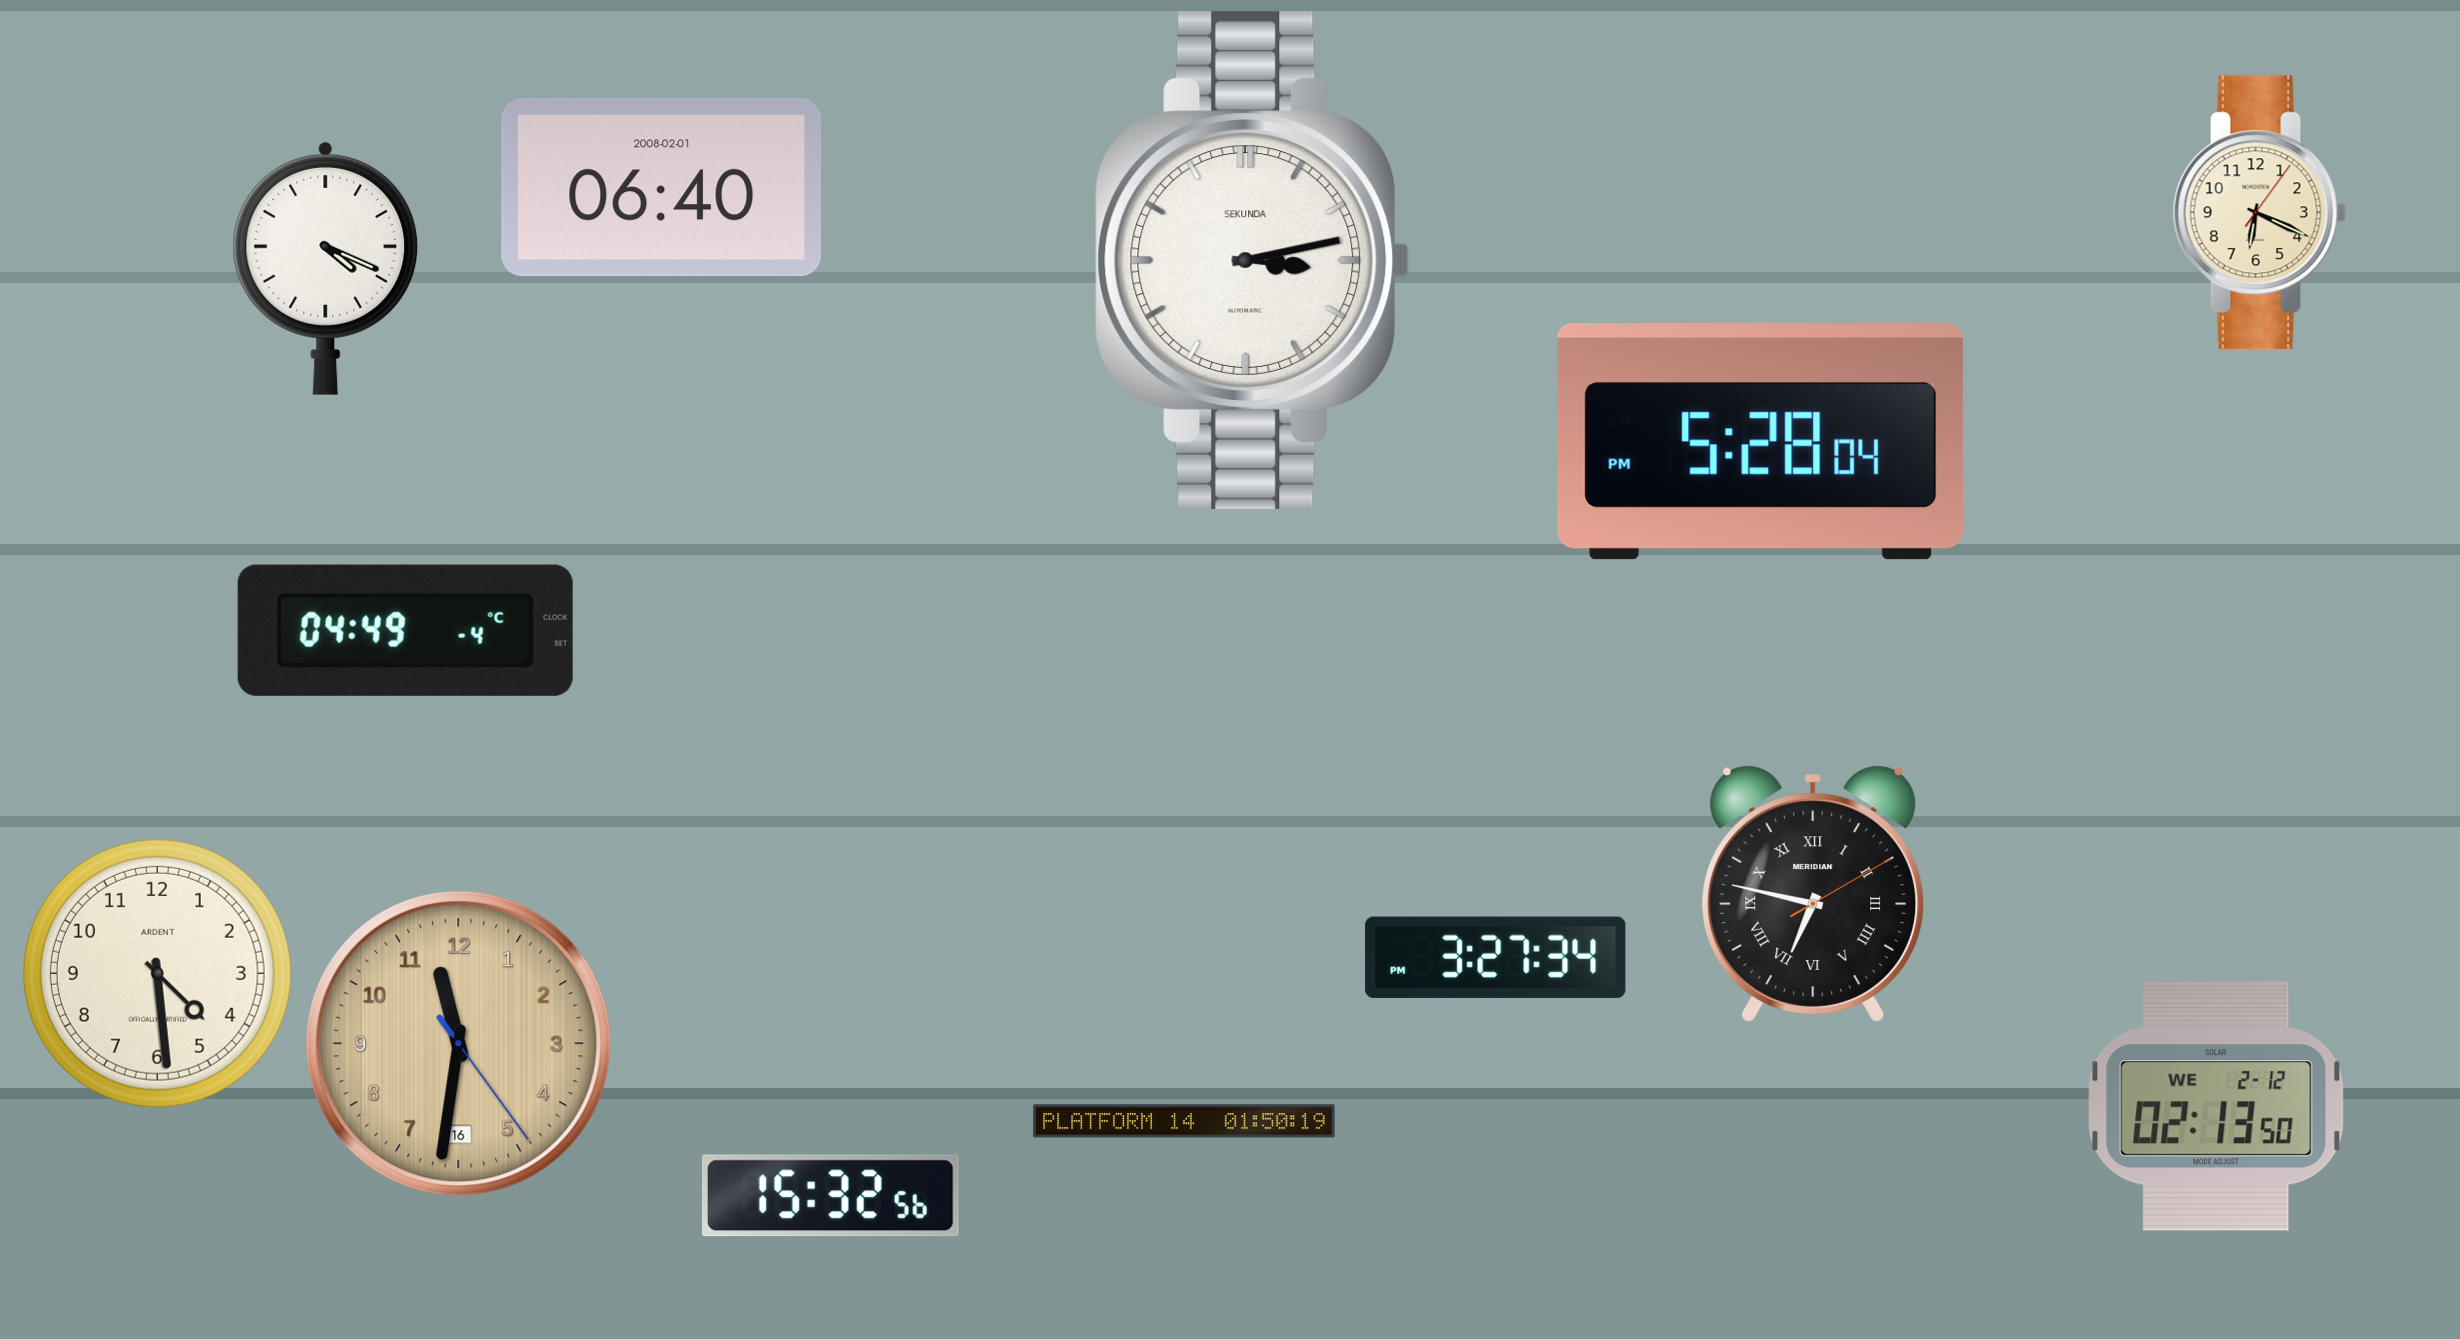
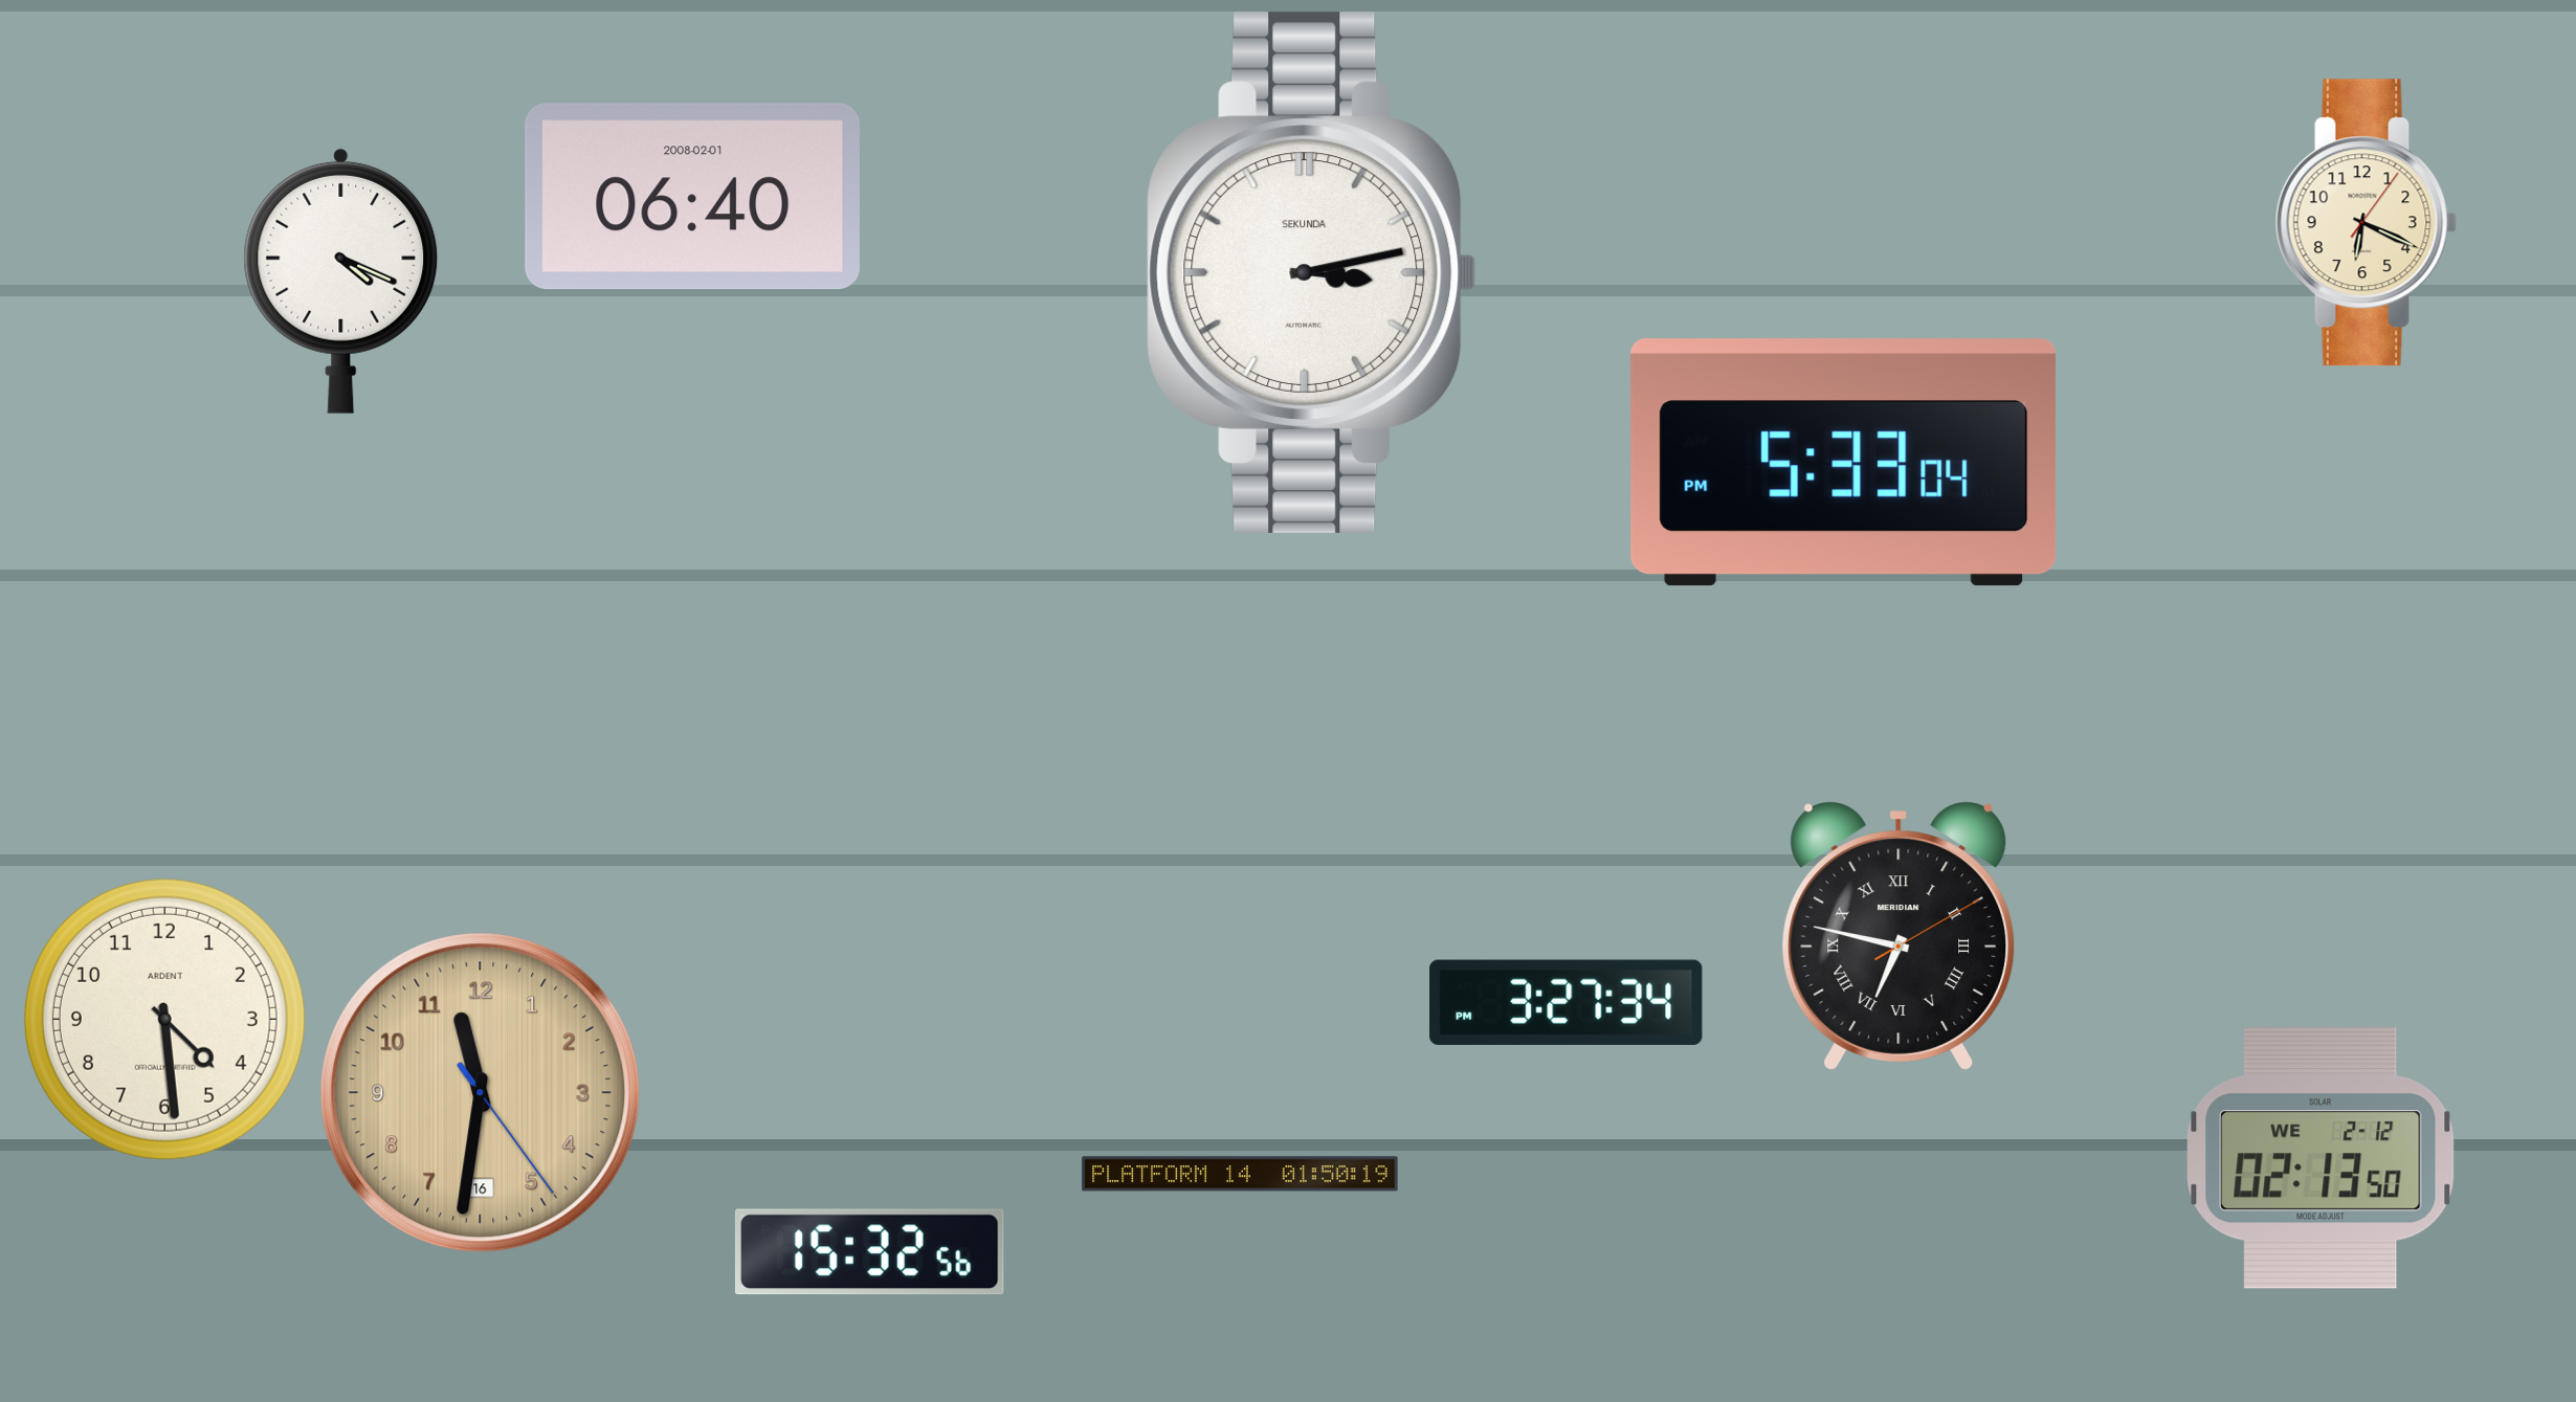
clock at (1761, 442): 5:28 -> 5:33
clock at (405, 630): 04:49 -> none
